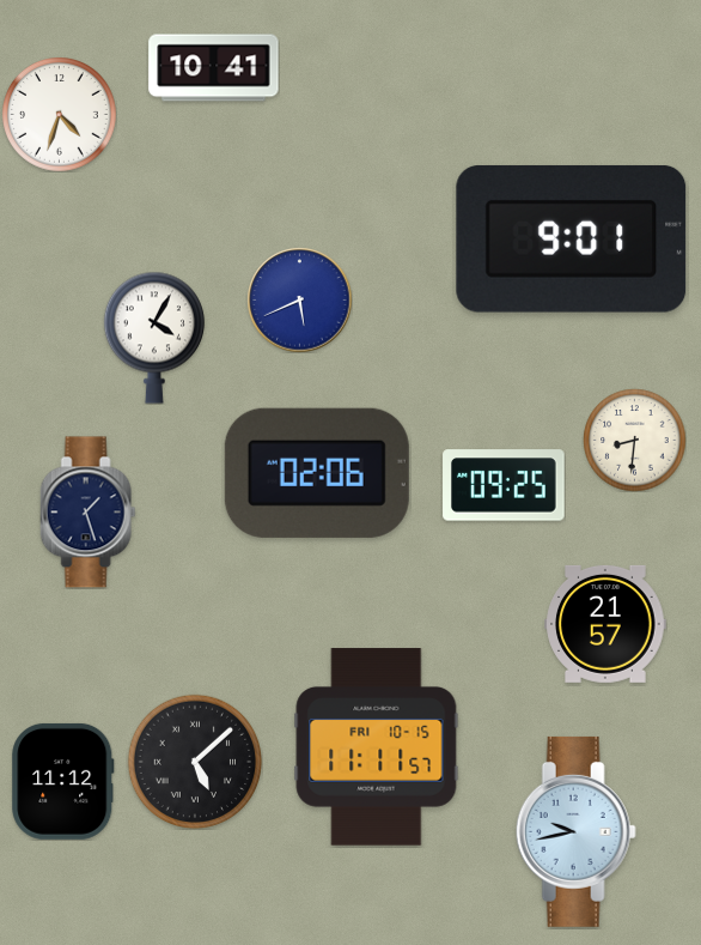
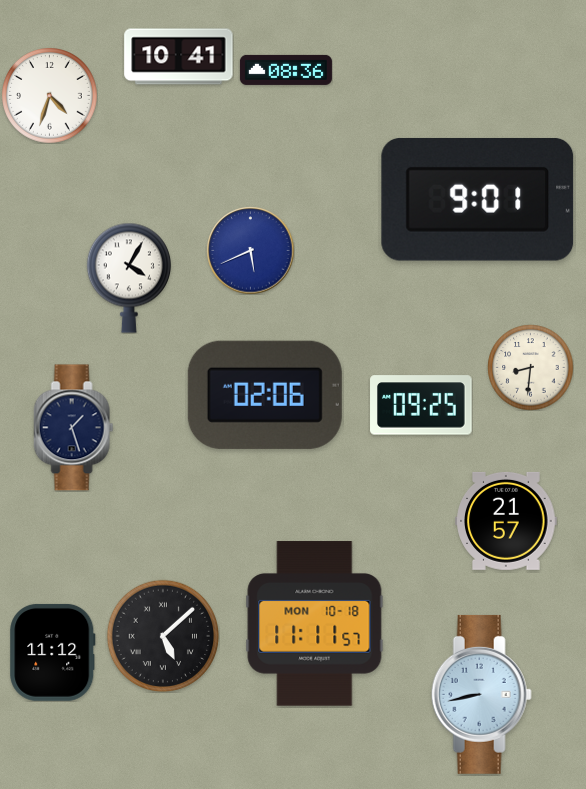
clock at (286, 70): none -> 08:36
clock at (154, 338) position: (154, 338) -> (129, 278)
clock at (377, 747) date: FRI 10-15 -> MON 10-18
clock at (575, 831): 9:43 -> 8:43
